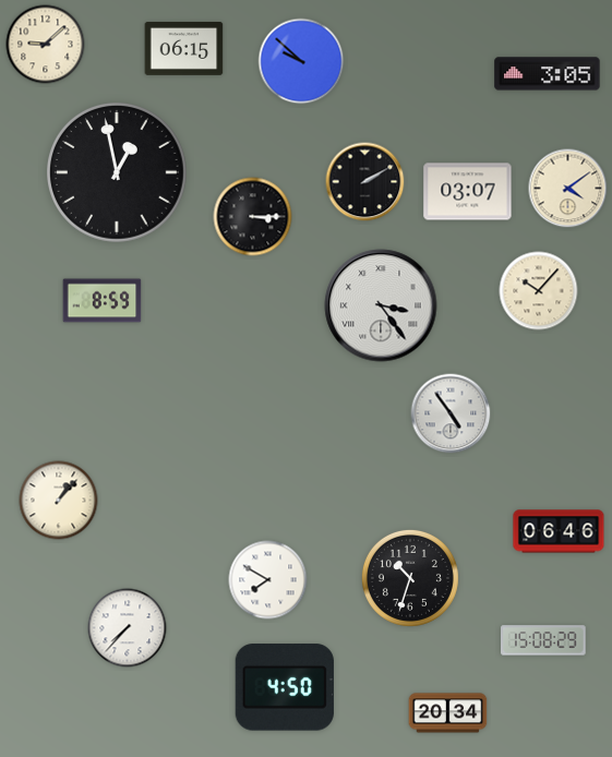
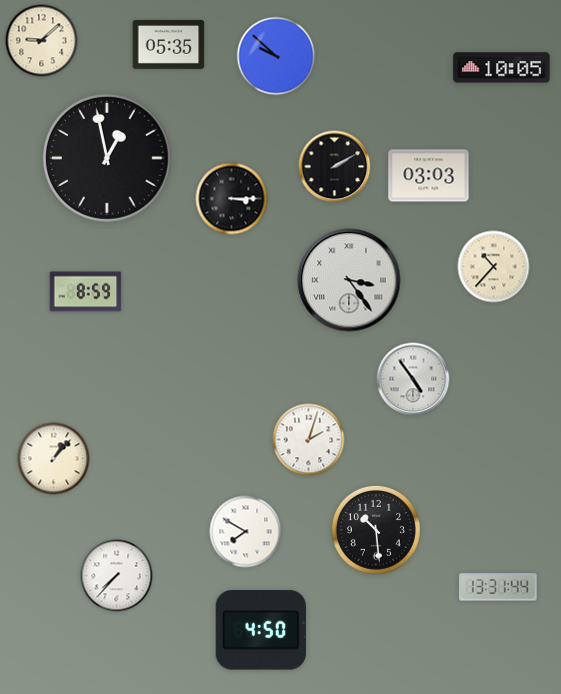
clock at (184, 48): 06:15 -> 05:35
clock at (548, 74): 3:05 -> 10:05
clock at (568, 189): 4:09 -> none
clock at (468, 192): 03:07 -> 03:03
clock at (539, 291): 10:07 -> 10:37
clock at (103, 301) position: (103, 301) -> (86, 292)
clock at (309, 440): none -> 2:03
clock at (559, 531): 06:46 -> none
clock at (410, 578): 10:33 -> 10:29
clock at (543, 640): 15:08 -> 13:31
clock at (448, 713): 20:34 -> none
